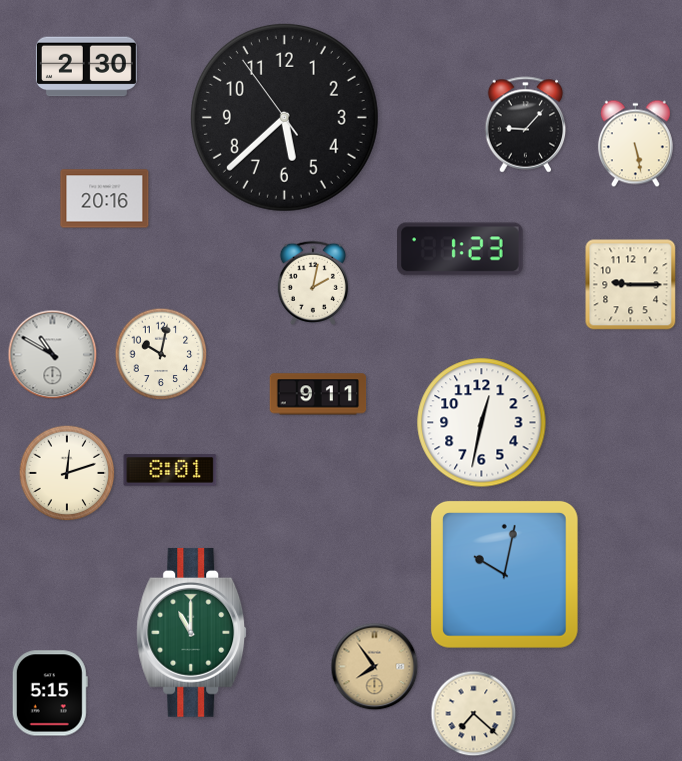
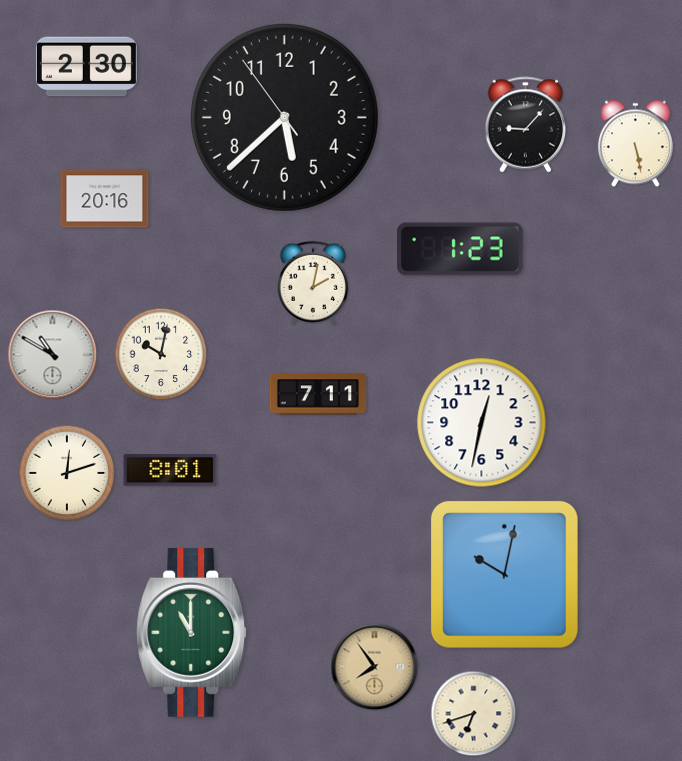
clock at (631, 285): 9:15 -> none
clock at (318, 394): 9:11 -> 7:11
clock at (50, 693): 5:15 -> none
clock at (474, 714): 7:22 -> 6:42
